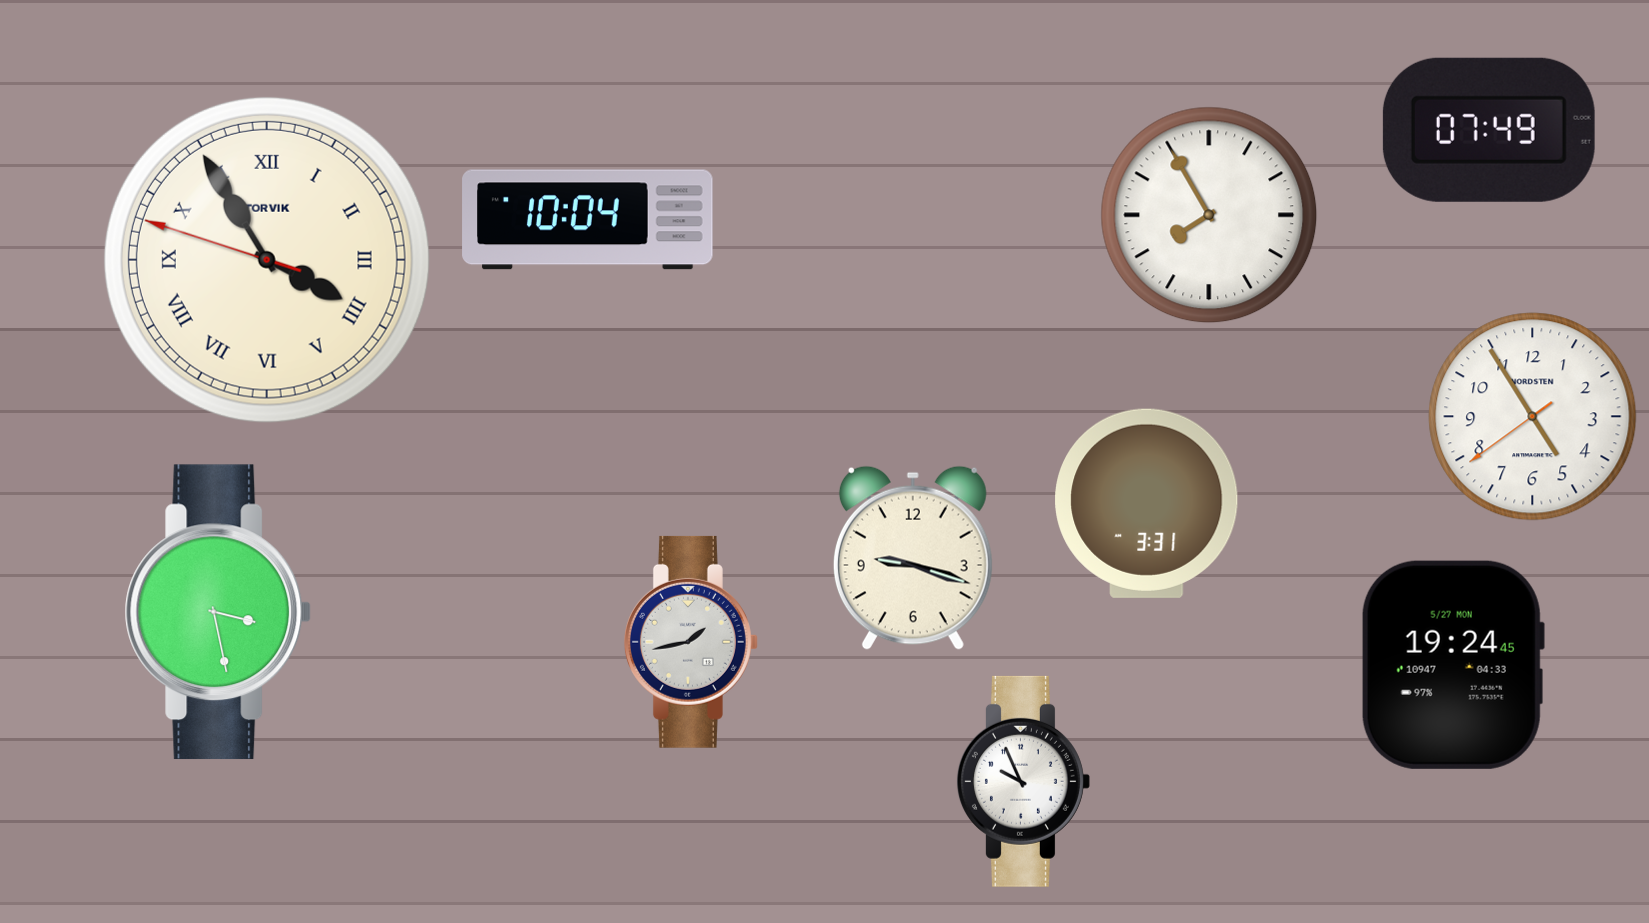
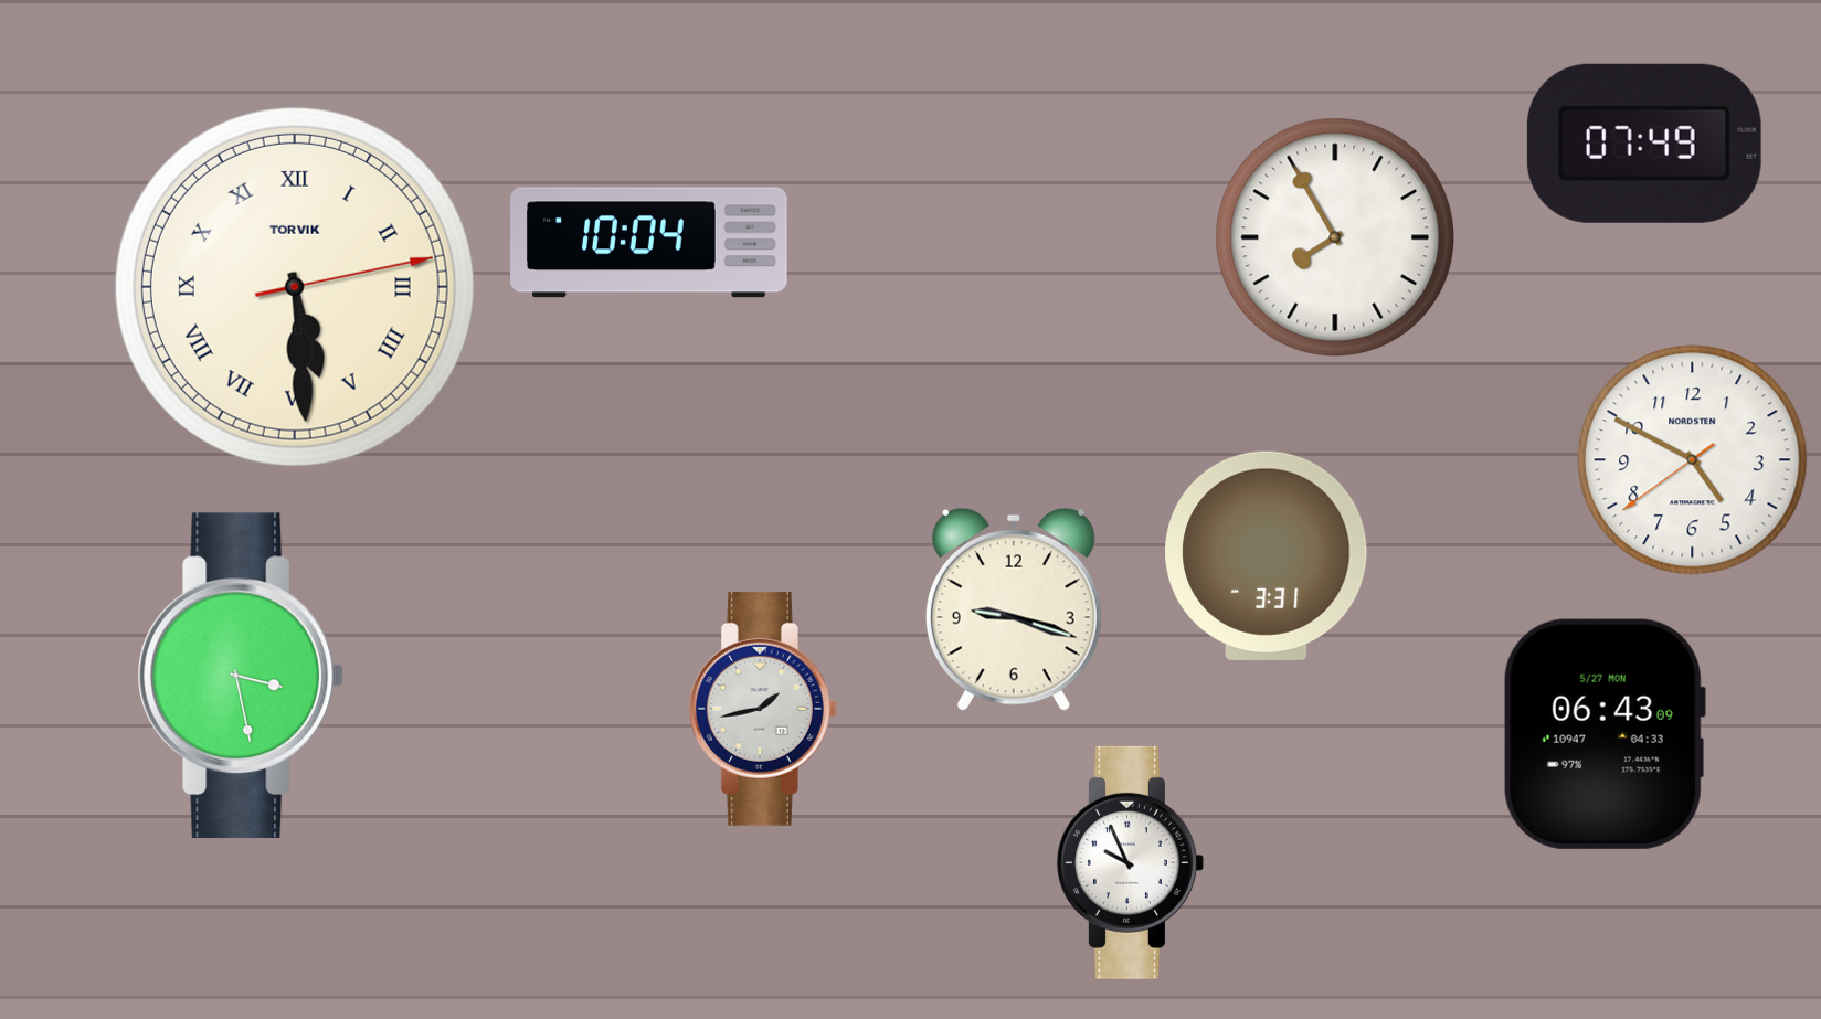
clock at (267, 260): 3:54 -> 5:29
clock at (1533, 417): 4:54 -> 4:49
clock at (913, 558) position: (913, 558) -> (1014, 609)
clock at (1453, 665): 19:24 -> 06:43
